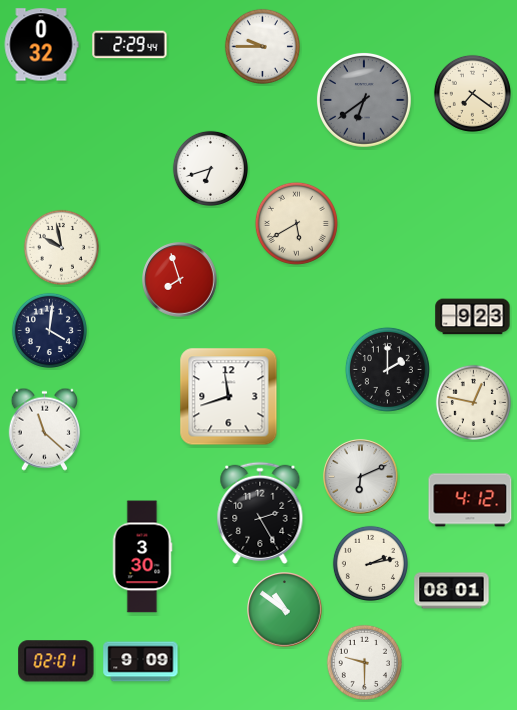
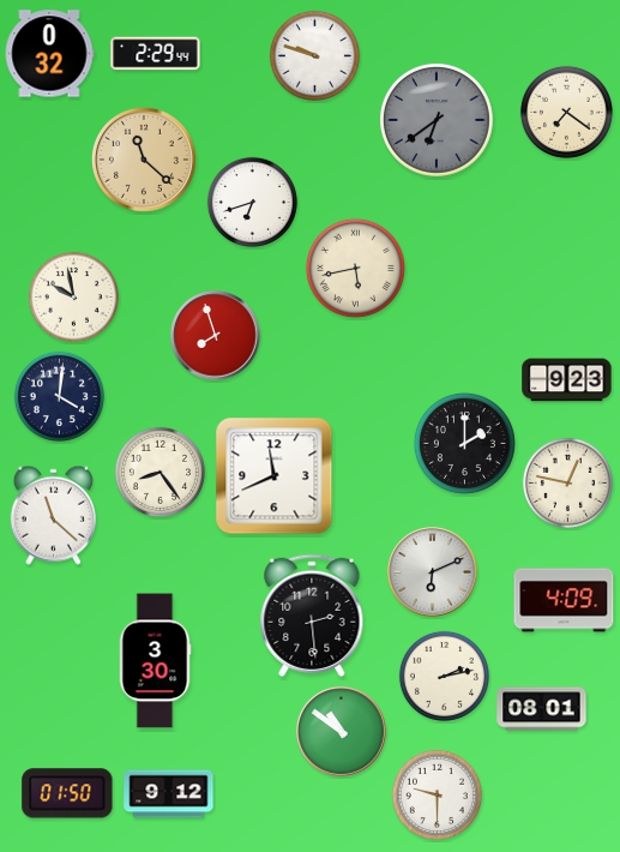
clock at (262, 46): 9:45 -> 9:48
clock at (144, 160): none -> 11:22
clock at (296, 223): 5:40 -> 5:43
clock at (159, 472): none -> 8:24
clock at (229, 397): 11:42 -> 11:41
clock at (470, 500): 4:12 -> 4:09
clock at (260, 513): 2:25 -> 2:29
clock at (142, 557) position: (142, 557) -> (155, 661)
clock at (56, 661): 02:01 -> 01:50
clock at (141, 662): 9:09 -> 9:12
